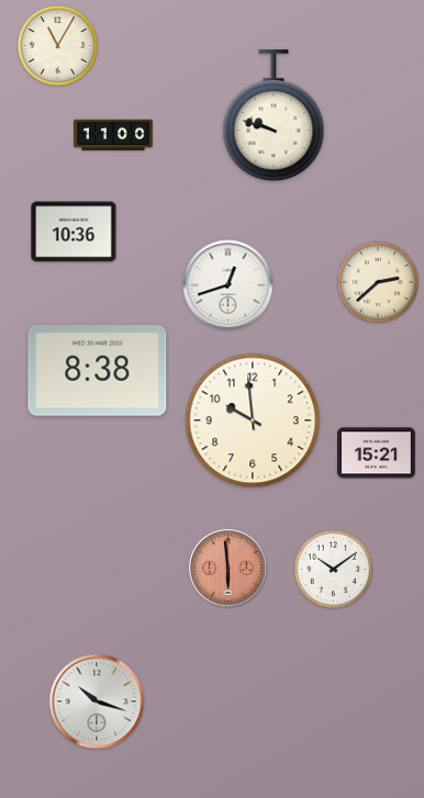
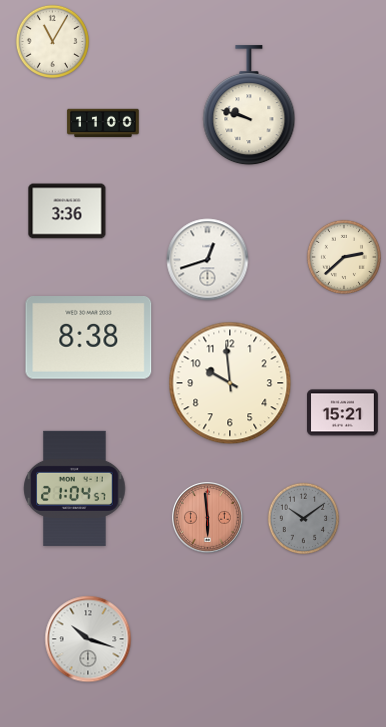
clock at (74, 232): 10:36 -> 3:36
clock at (75, 488): none -> 21:04
clock at (334, 570) dial: white -> grey
